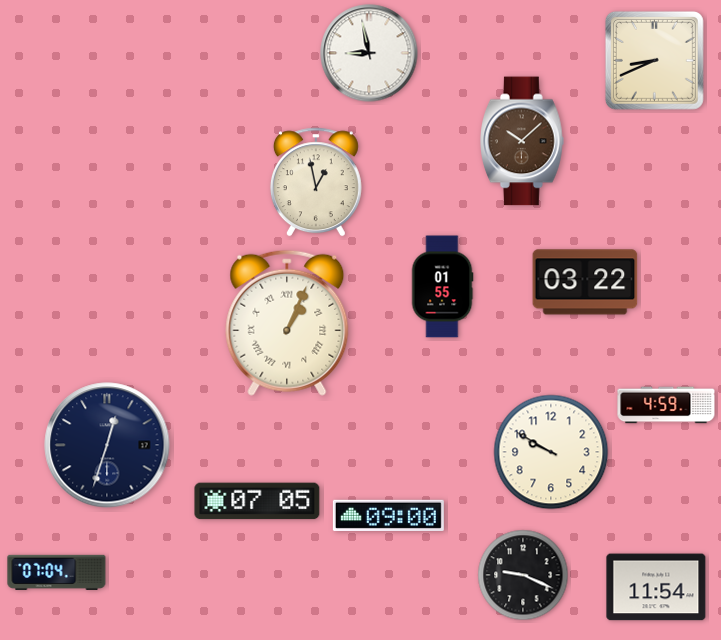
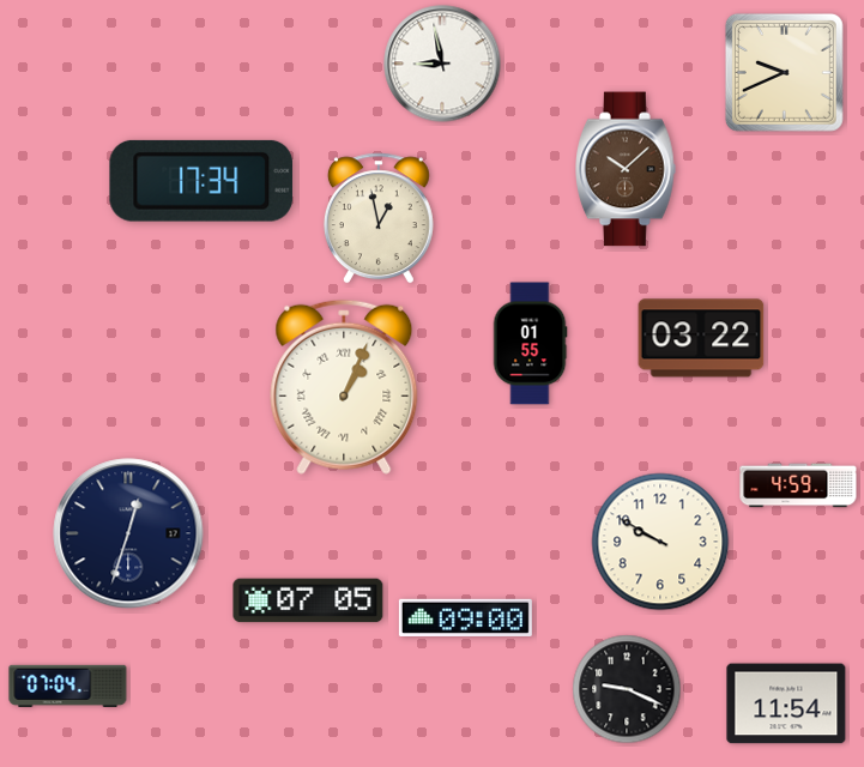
clock at (654, 60): 8:41 -> 9:41
clock at (201, 181): none -> 17:34
